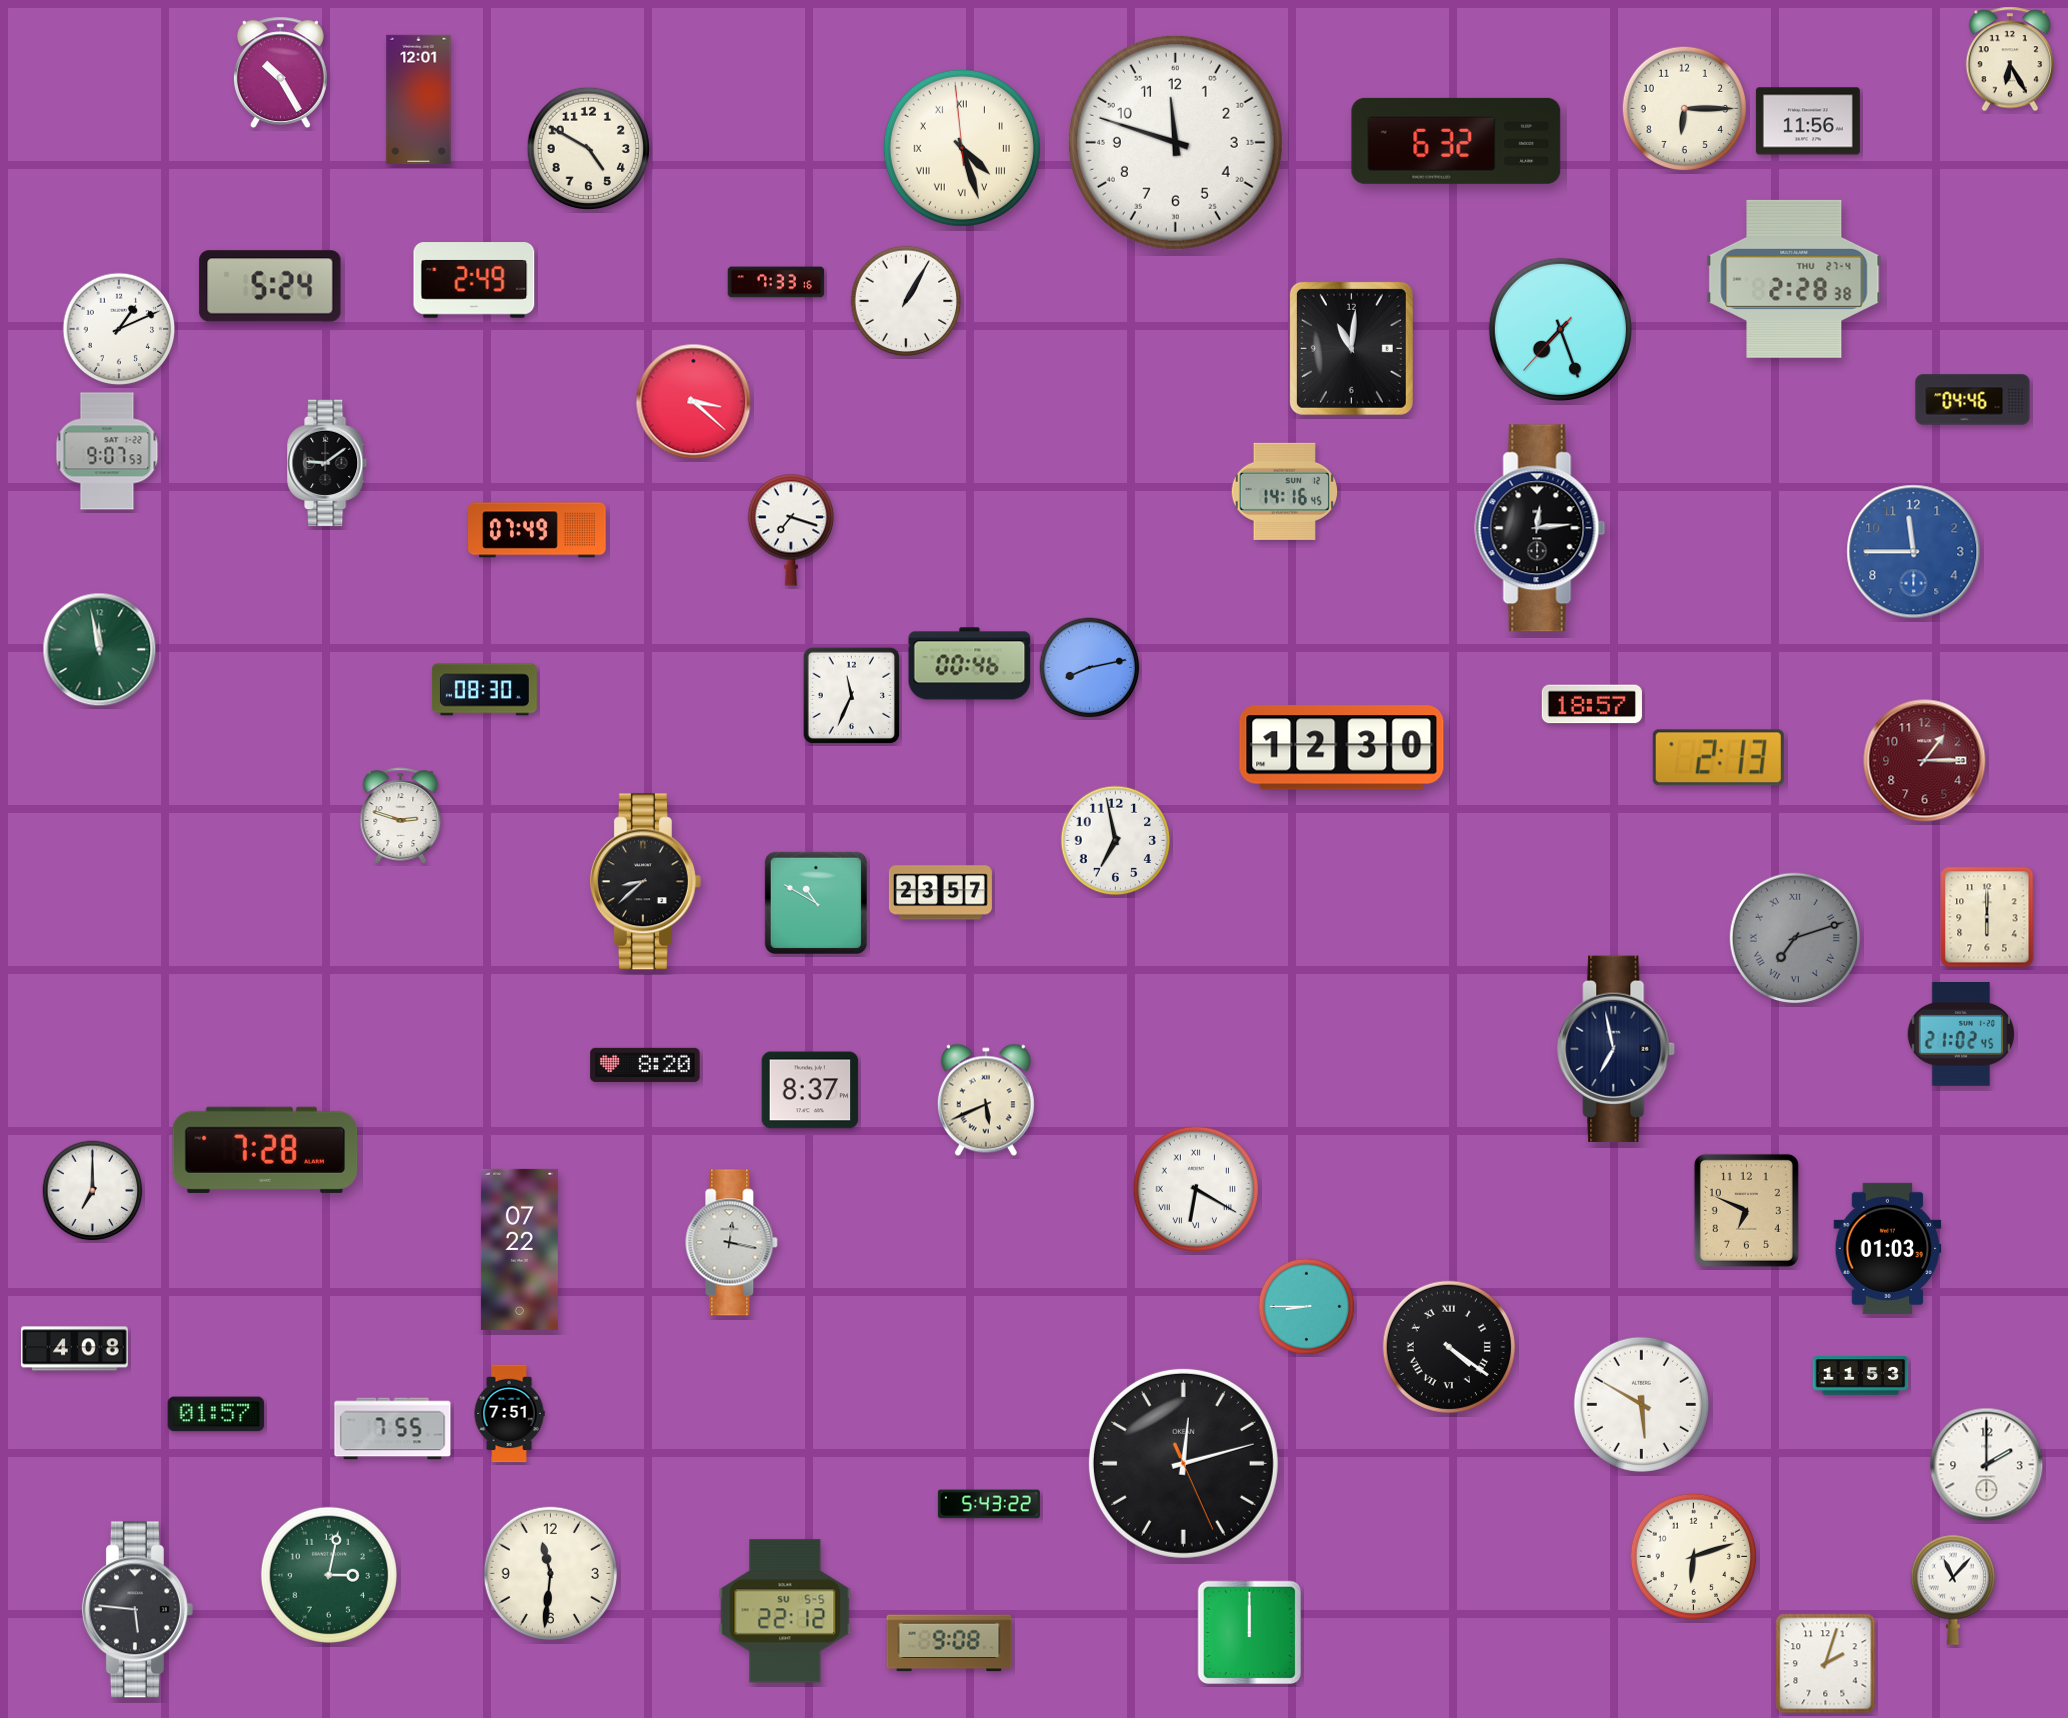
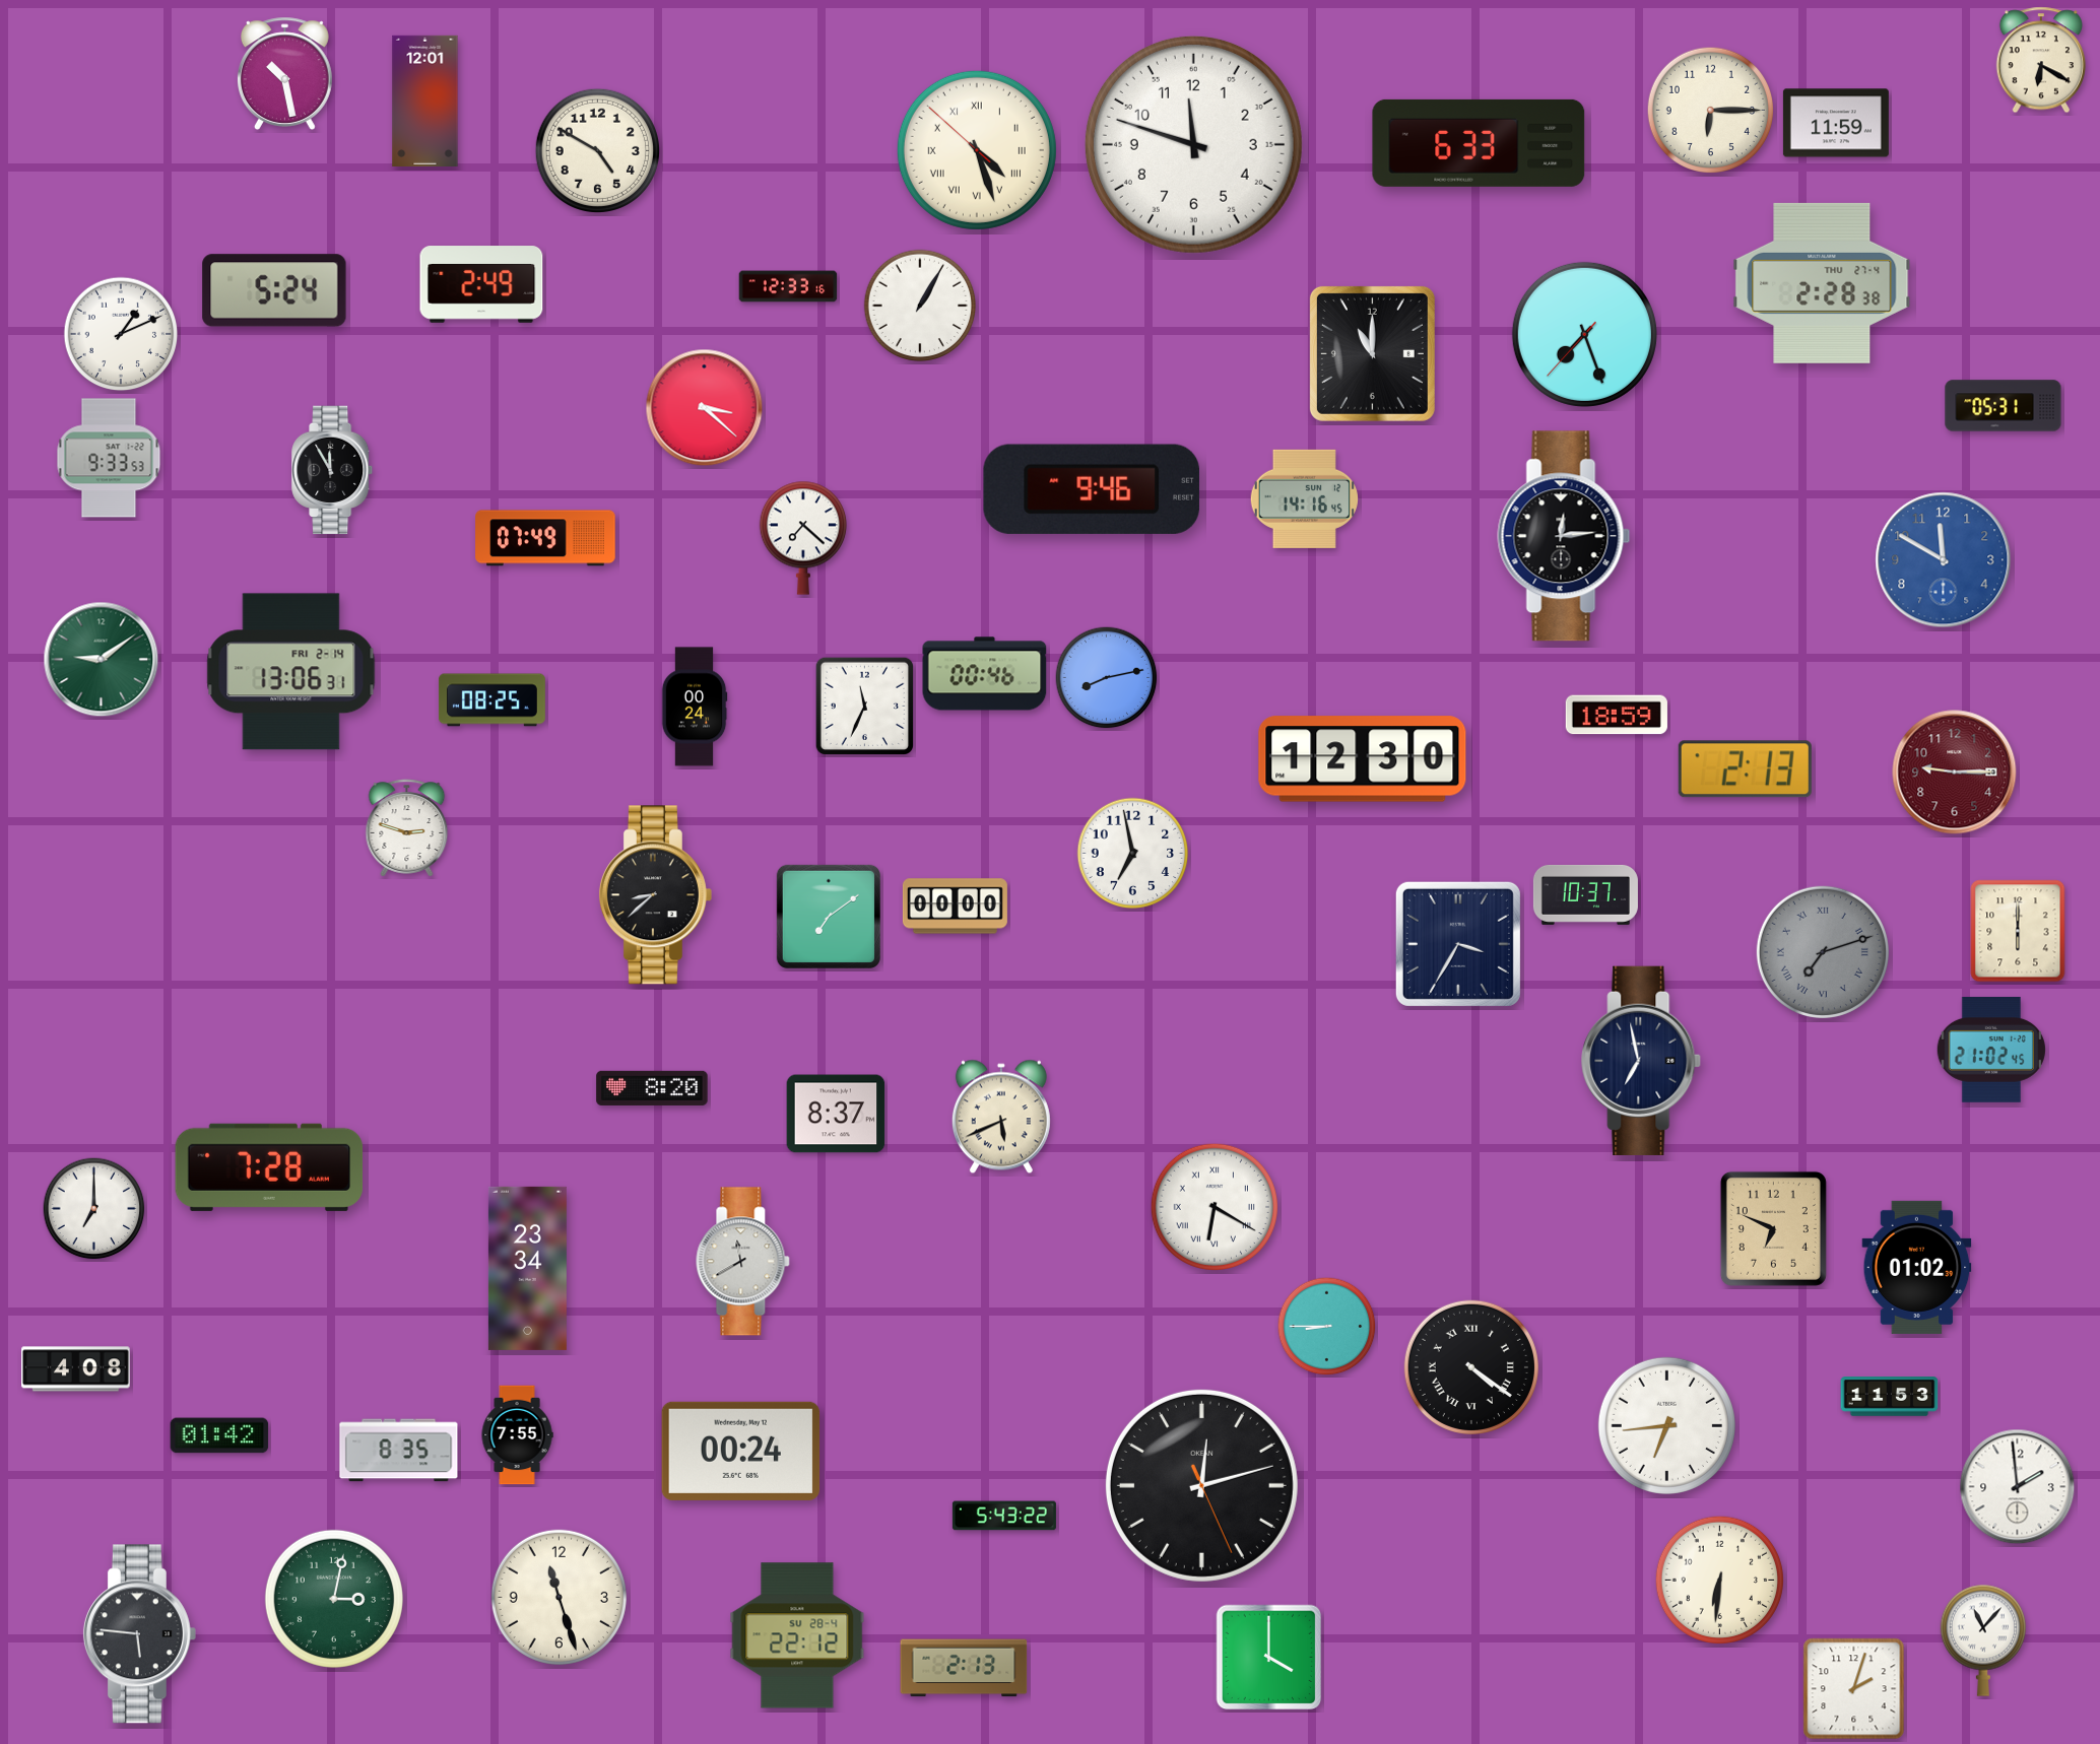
clock at (2009, 59): 6:25 -> 6:20
clock at (280, 72): 10:25 -> 10:28
clock at (1808, 121): 11:56 -> 11:59
clock at (1456, 141): 6:32 -> 6:33
clock at (962, 148): 4:26:59 -> 4:26:52
clock at (776, 282): 7:33 -> 12:33
clock at (1351, 348): 11:01 -> 11:00
clock at (1973, 400): 04:46 -> 05:31
clock at (107, 451): 9:07 -> 9:33
clock at (328, 463): 9:09 -> 11:55
clock at (1092, 489): none -> 9:46
clock at (790, 530): 7:18 -> 7:22
clock at (1914, 552): 11:45 -> 11:50
clock at (100, 650): 11:58 -> 9:09
clock at (291, 672): none -> 13:06
clock at (484, 690): 08:30 -> 08:25
clock at (695, 707): none -> 00:24
clock at (1592, 704): 18:57 -> 18:59
clock at (1925, 761): 1:15 -> 9:15
clock at (1585, 894): none -> 10:37
clock at (940, 893): 23:57 -> 00:00
clock at (816, 903): 10:50 -> 7:09
clock at (1458, 944): none -> 3:35
clock at (1617, 1049) position: (1617, 1049) -> (1642, 1061)
clock at (645, 1065) position: (645, 1065) -> (652, 1088)
clock at (810, 1090) position: (810, 1090) -> (836, 1114)
clock at (732, 1243): 12:17 -> 11:40
clock at (1888, 1248): 01:03 -> 01:02
clock at (519, 1249): 07:22 -> 23:34
clock at (1641, 1404): 5:50 -> 6:44
clock at (216, 1414): 01:57 -> 01:42
clock at (509, 1414): 7:51 -> 7:55
clock at (393, 1429): 7:55 -> 8:35
clock at (741, 1451): none -> 00:24
clock at (1987, 1465): 2:00 -> 1:59
clock at (989, 1504) position: (989, 1504) -> (1004, 1516)
clock at (1693, 1556): 6:12 -> 6:31
clock at (550, 1573): 11:31 -> 11:27
clock at (1953, 1590) position: (1953, 1590) -> (1983, 1640)
clock at (785, 1611) date: SU 5-5 -> SU 28-4
clock at (1250, 1633): 12:00 -> 4:00
clock at (949, 1643): 9:08 -> 2:13
